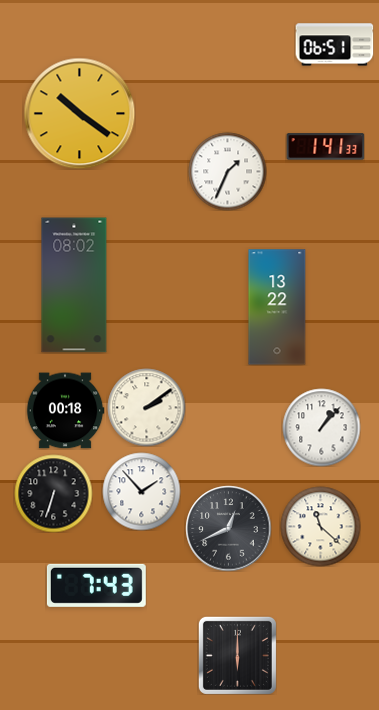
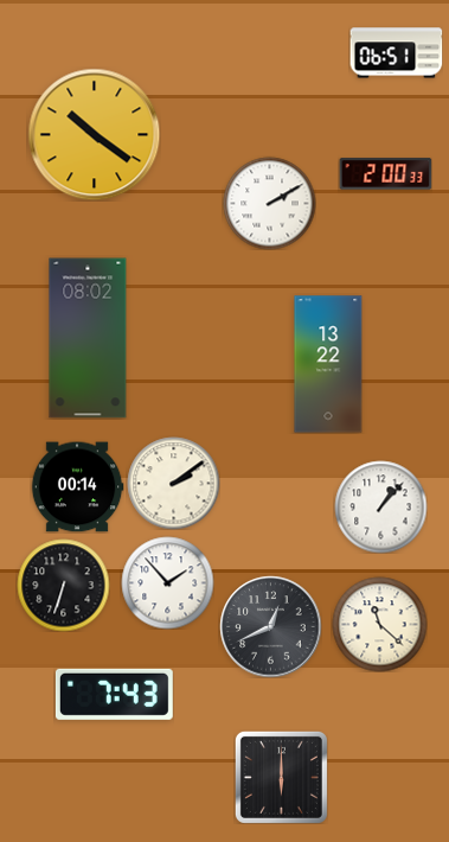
clock at (325, 147): 1:41 -> 2:00
clock at (227, 171): 1:34 -> 2:10
clock at (65, 411): 00:18 -> 00:14
